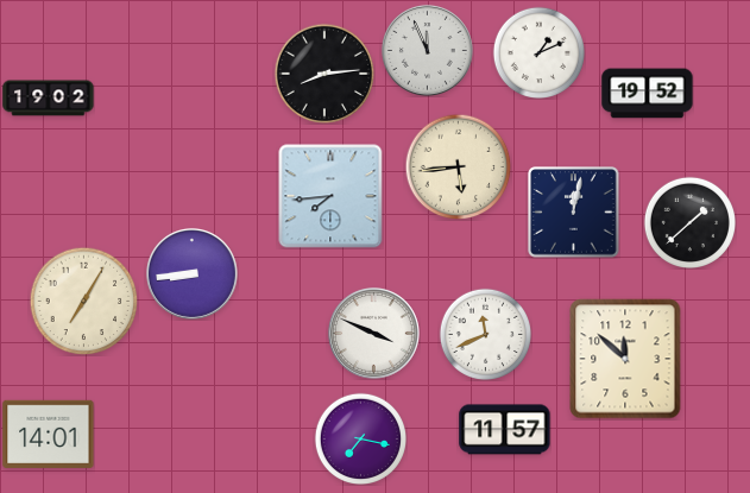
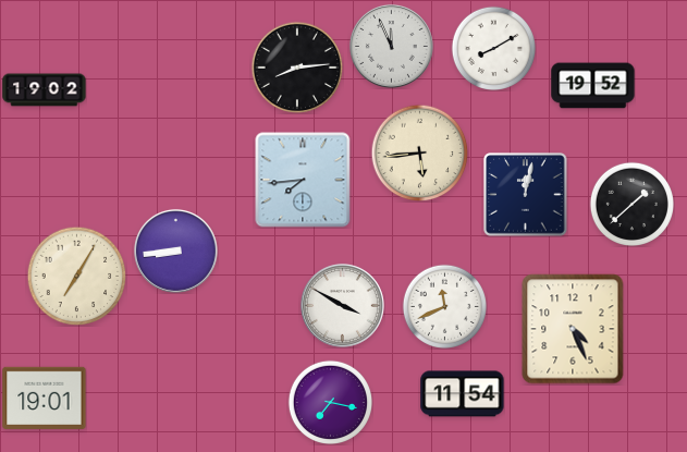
clock at (538, 52): 1:11 -> 8:10
clock at (373, 333): 3:49 -> 3:50
clock at (625, 359): 11:52 -> 4:26
clock at (505, 430): 11:57 -> 11:54
clock at (49, 434): 14:01 -> 19:01
